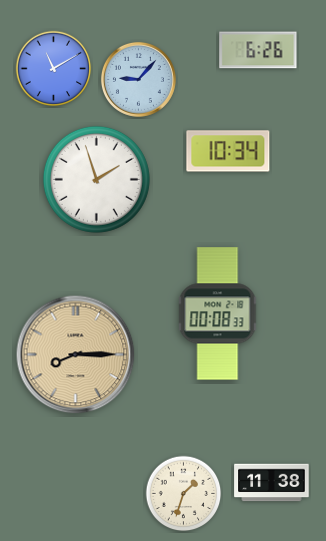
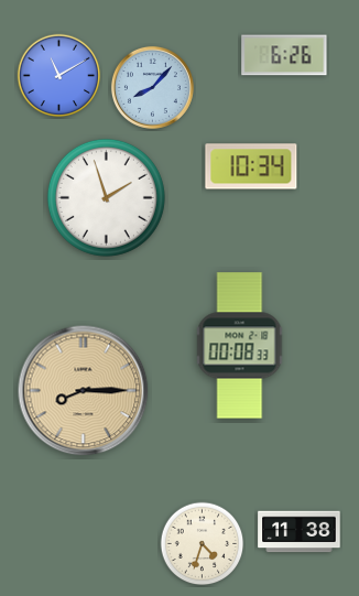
clock at (138, 79): 9:07 -> 8:07
clock at (184, 494): 1:33 -> 4:33
